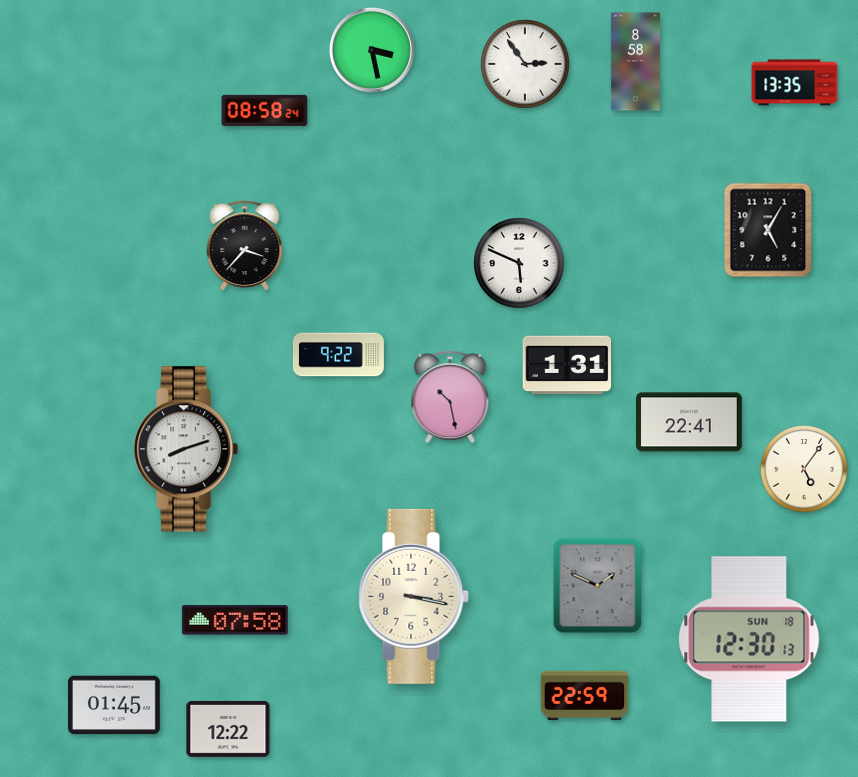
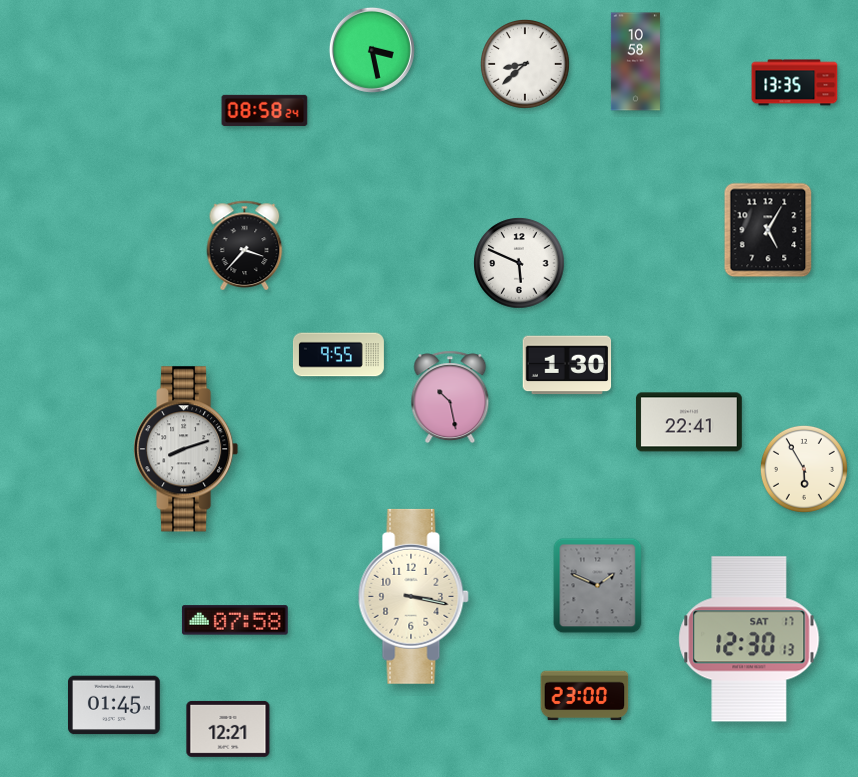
clock at (635, 62): 8:58 -> 10:58
clock at (526, 65): 2:54 -> 8:38
clock at (338, 355): 9:22 -> 9:55
clock at (567, 365): 1:31 -> 1:30
clock at (804, 469): 5:06 -> 5:55
clock at (749, 639) date: SUN 18 -> SAT 17
clock at (585, 696): 22:59 -> 23:00
clock at (228, 729): 12:22 -> 12:21
